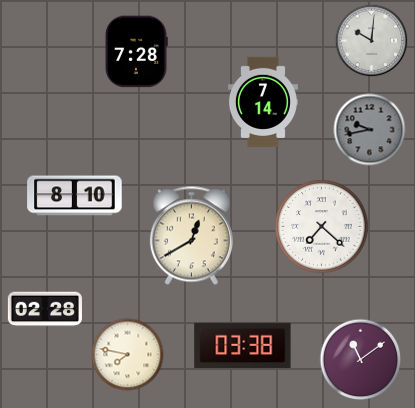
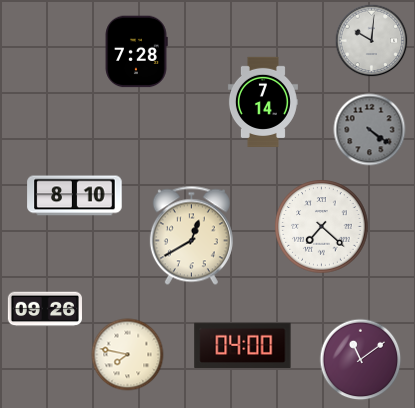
clock at (370, 130): 9:43 -> 4:21
clock at (45, 309): 02:28 -> 09:26
clock at (243, 346): 03:38 -> 04:00
